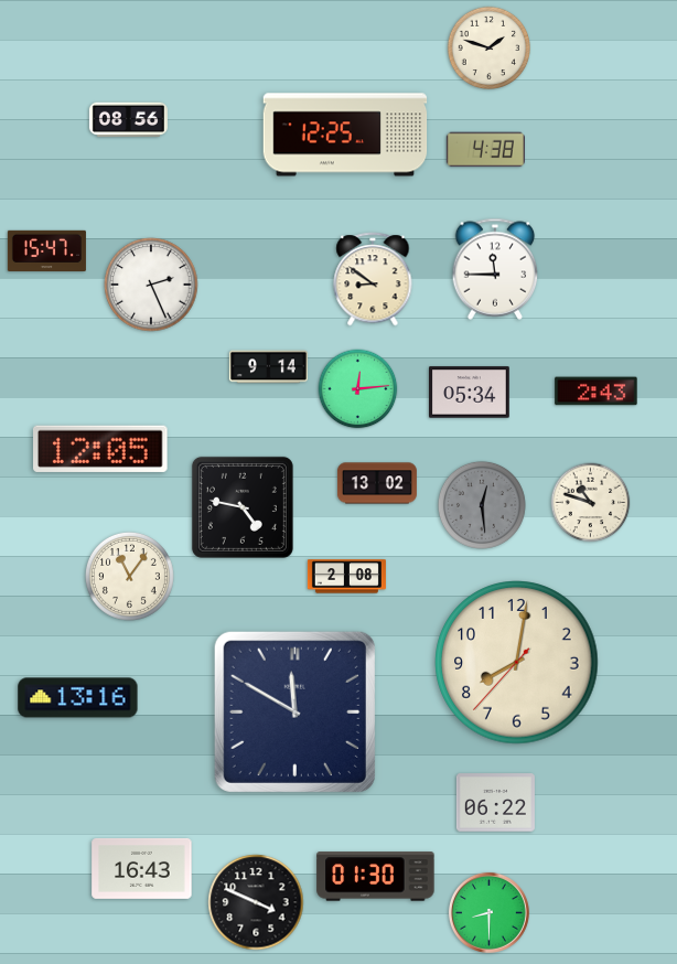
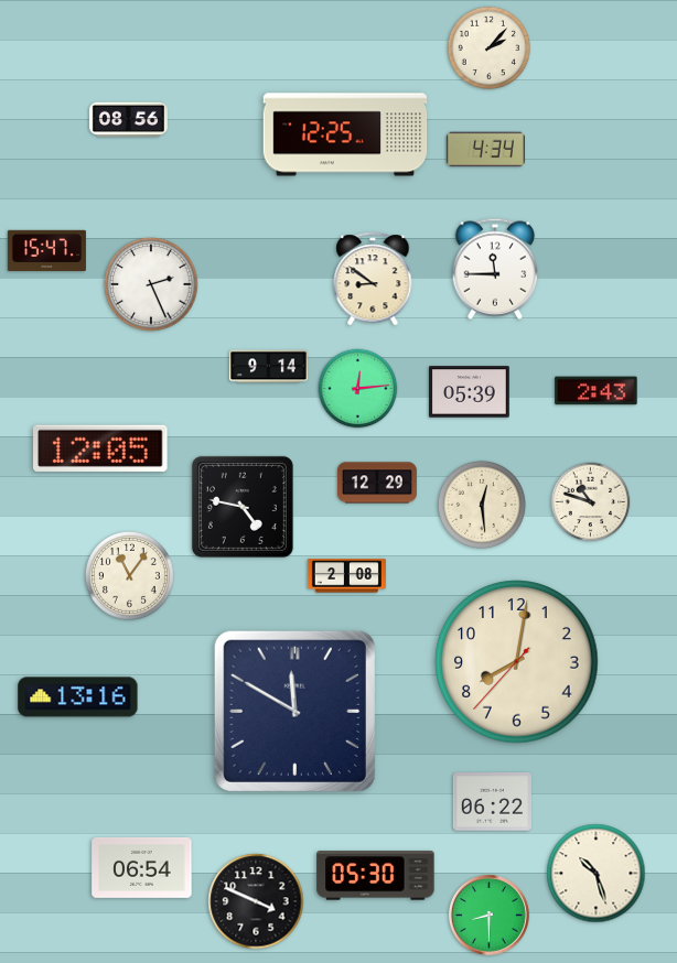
clock at (490, 49): 1:48 -> 2:07
clock at (485, 150): 4:38 -> 4:34
clock at (470, 393): 05:34 -> 05:39
clock at (377, 483): 13:02 -> 12:29
clock at (482, 505) dial: grey -> cream
clock at (495, 803) position: (495, 803) -> (492, 802)
clock at (142, 868): 16:43 -> 06:54
clock at (597, 874): none -> 10:27
clock at (376, 877): 01:30 -> 05:30
clock at (488, 912) position: (488, 912) -> (488, 915)
